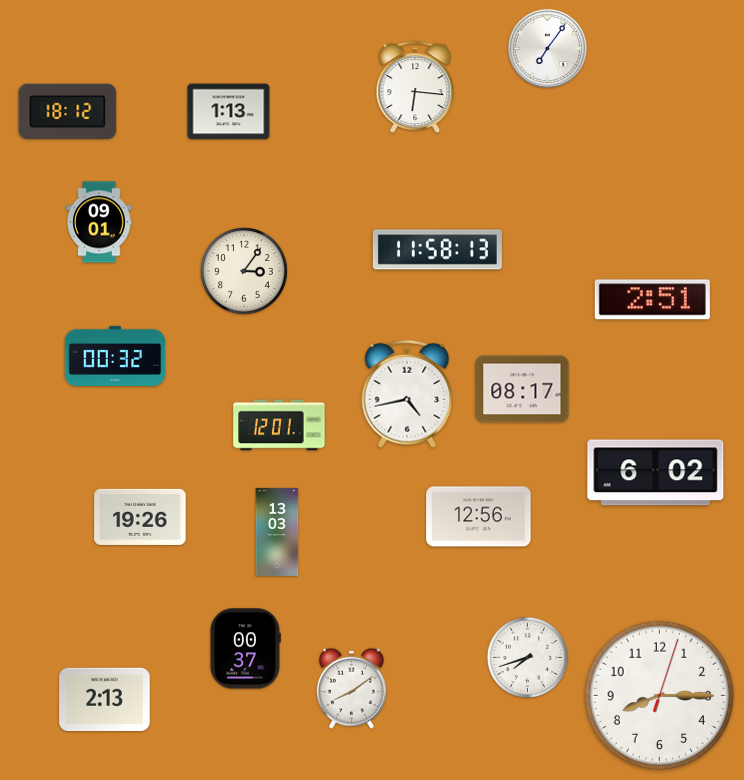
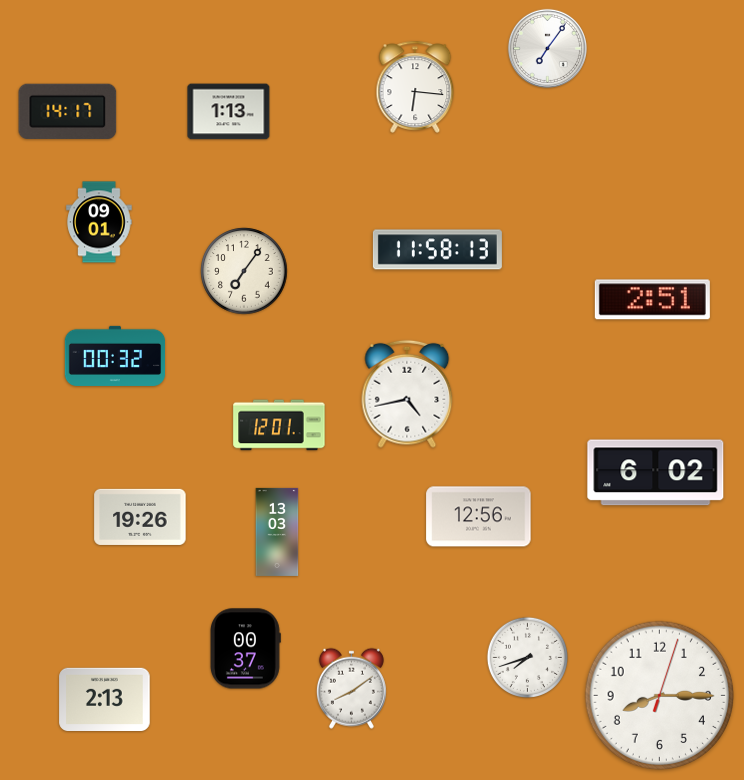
clock at (68, 111): 18:12 -> 14:17
clock at (244, 271): 3:06 -> 7:06
clock at (522, 389): 08:17 -> none
